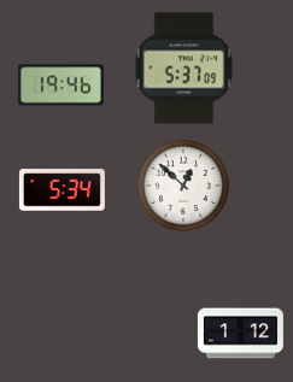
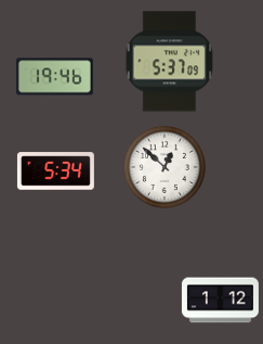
clock at (184, 69) position: (184, 69) -> (170, 62)
clock at (240, 334) position: (240, 334) -> (220, 301)
